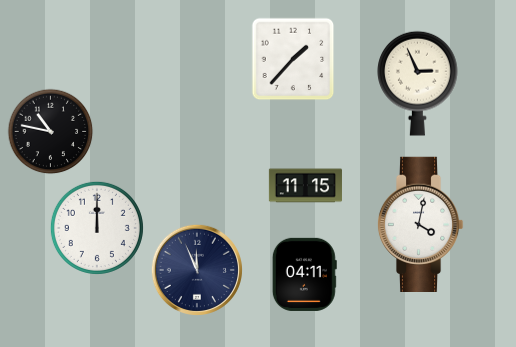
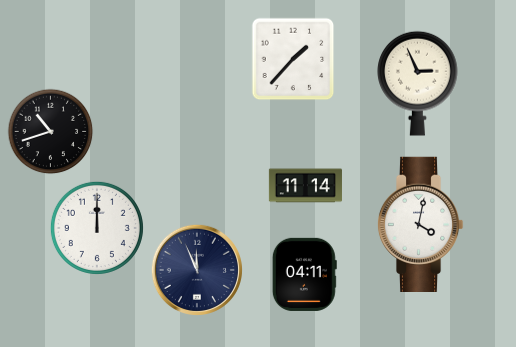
clock at (51, 132): 10:47 -> 10:42
clock at (305, 186): 11:15 -> 11:14
